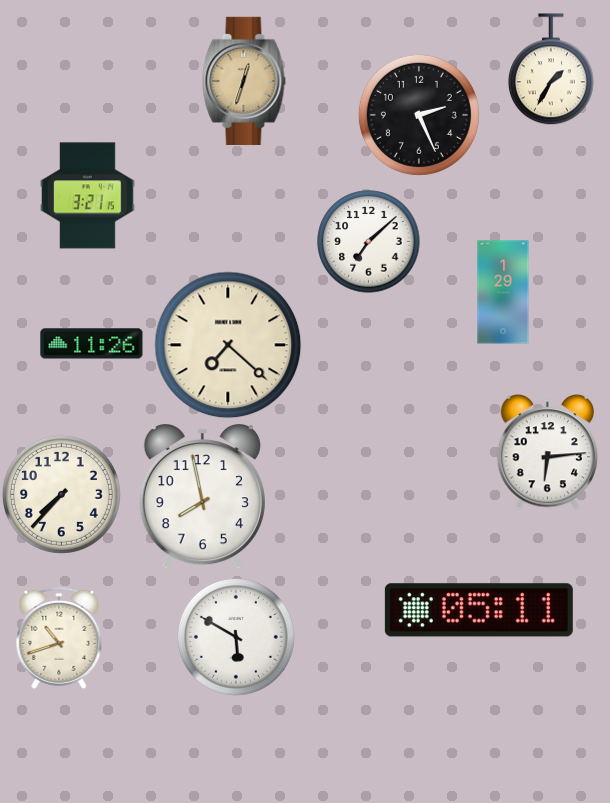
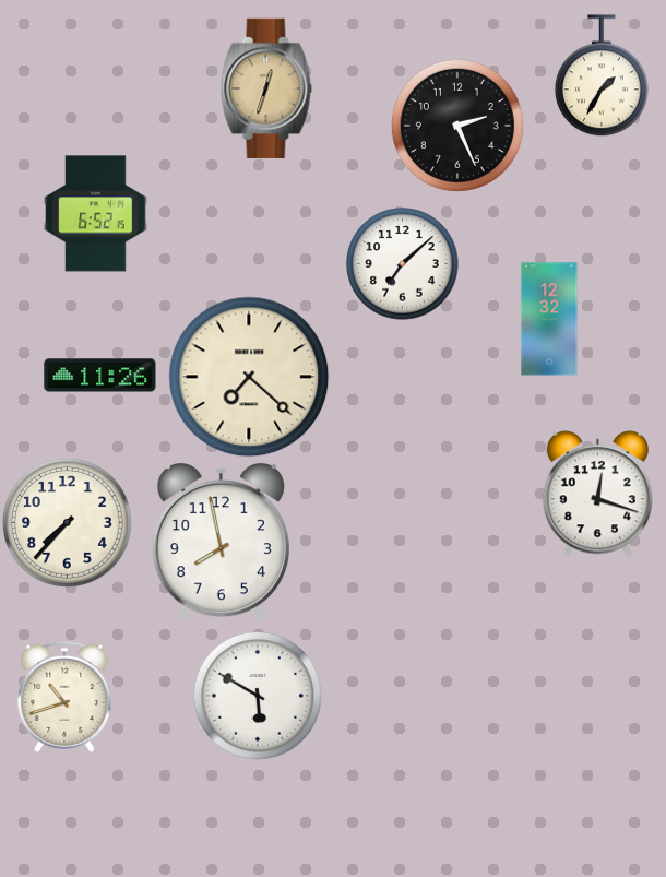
clock at (88, 196): 3:21 -> 6:52
clock at (503, 292): 1:29 -> 12:32
clock at (547, 453): 6:14 -> 12:18
clock at (61, 494) position: (61, 494) -> (67, 522)
clock at (479, 610): 05:11 -> none
